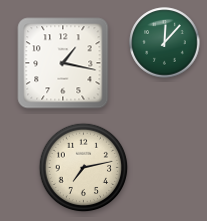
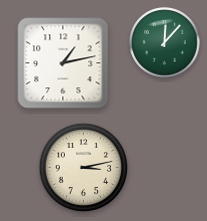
clock at (63, 63): 1:17 -> 1:13
clock at (84, 168): 7:13 -> 3:13
